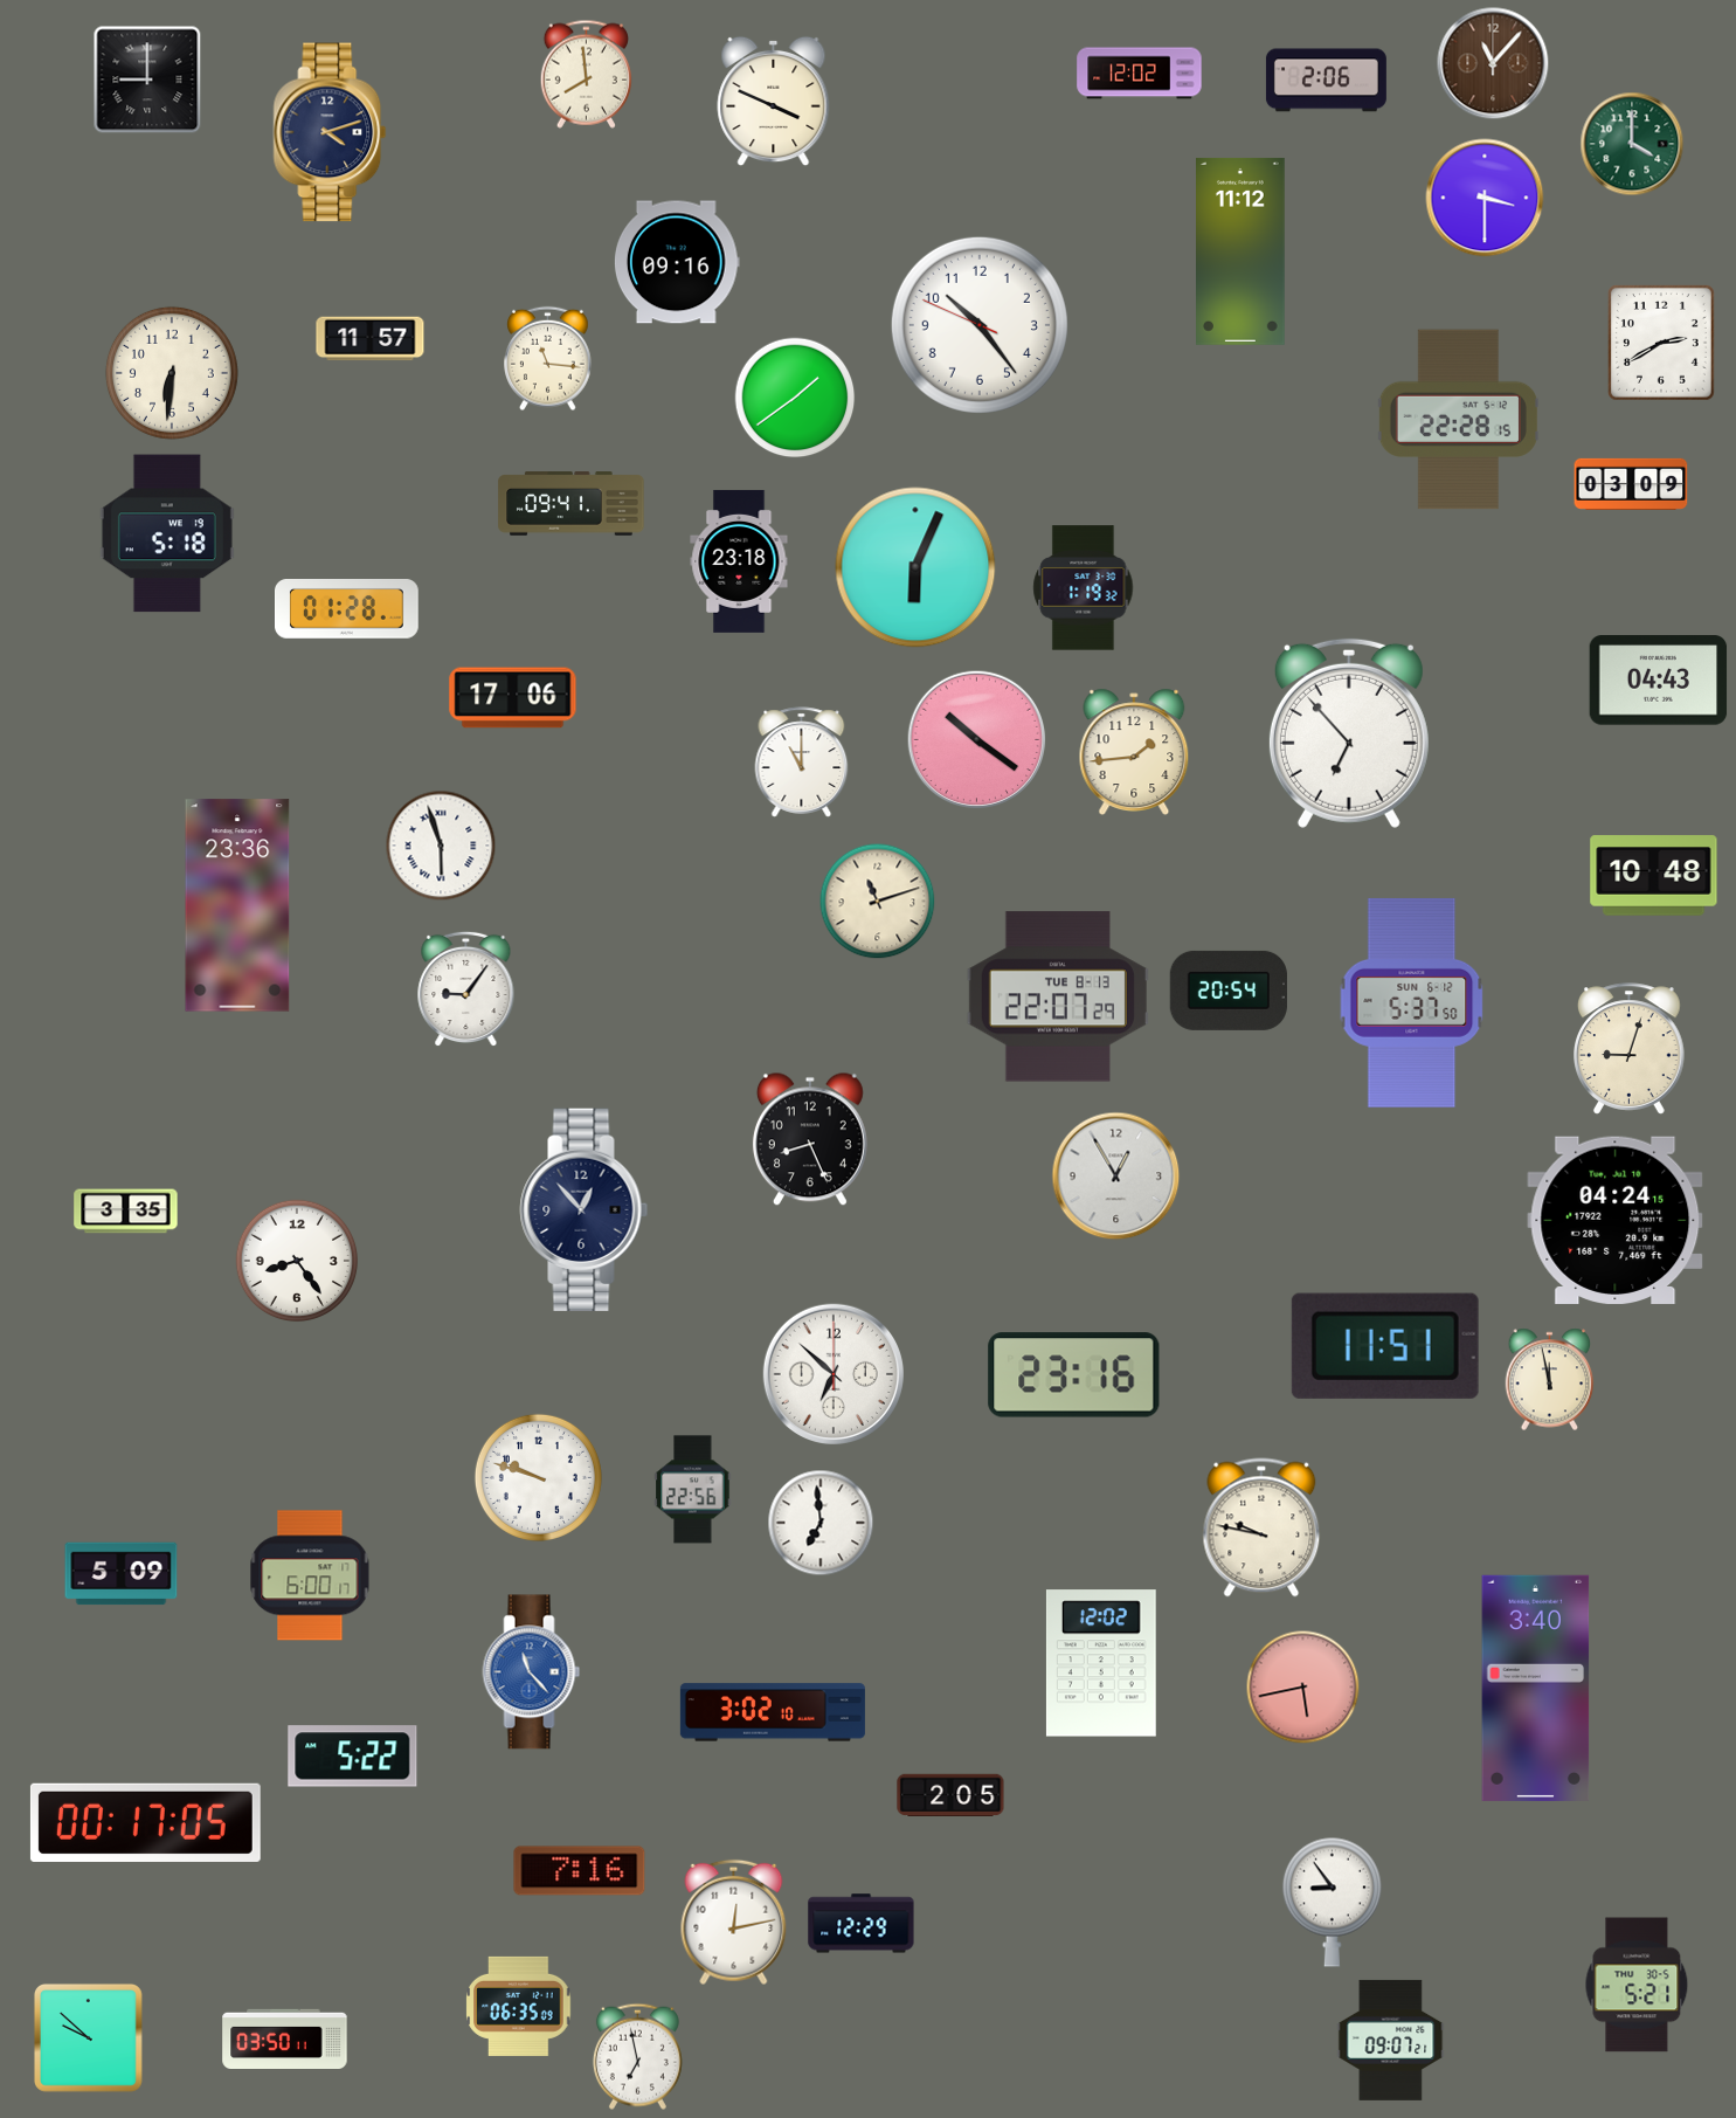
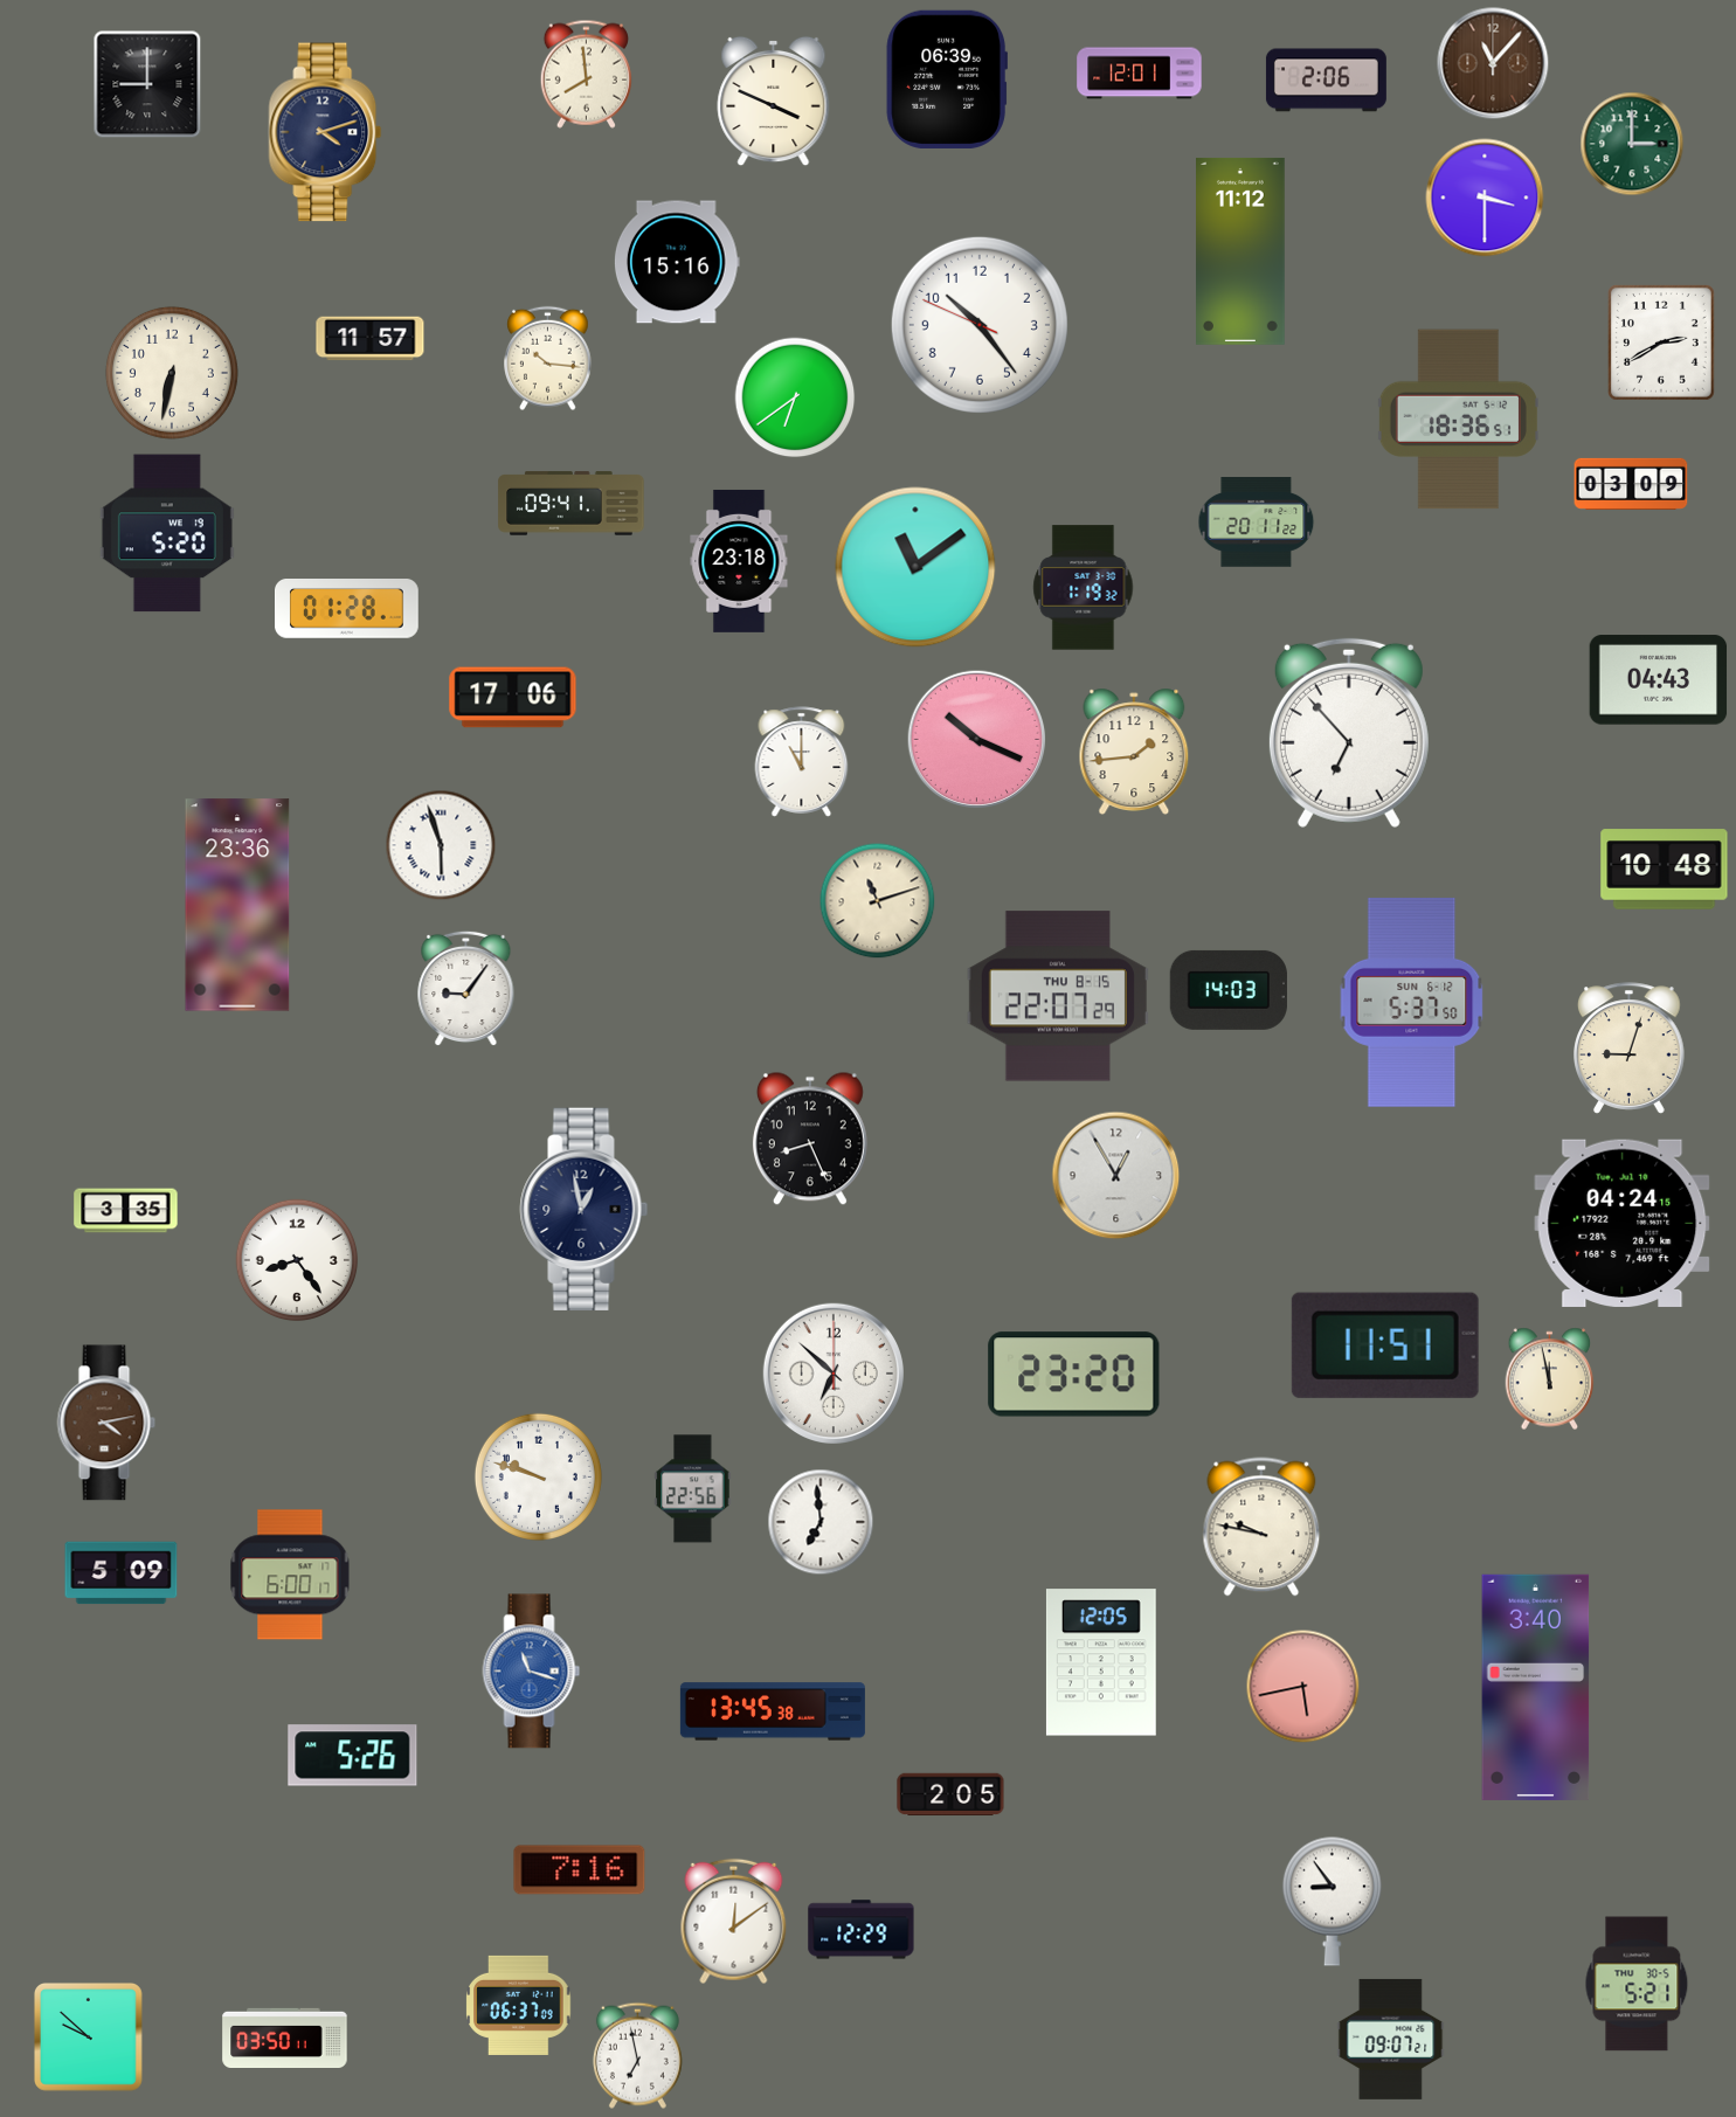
clock at (1140, 74): 12:02 -> 12:01
clock at (947, 78): none -> 06:39
clock at (147, 80) position: (147, 80) -> (147, 84)
clock at (330, 132) position: (330, 132) -> (325, 132)
clock at (1632, 144): 4:00 -> 3:00
clock at (677, 262): 09:16 -> 15:16
clock at (548, 359): 11:16 -> 10:16
clock at (172, 373): 6:31 -> 6:32
clock at (795, 398): 1:39 -> 6:39
clock at (1458, 420): 22:28 -> 18:36
clock at (1257, 523): none -> 20:11
clock at (167, 533): 5:18 -> 5:20
clock at (915, 567): 6:04 -> 11:09
clock at (977, 740): 10:21 -> 10:19
clock at (1654, 876) position: (1654, 876) -> (1665, 870)
clock at (1229, 991): 20:54 -> 14:03
clock at (1058, 996) date: TUE 8-13 -> THU 8-15
clock at (585, 1209): 12:53 -> 12:58
clock at (1616, 1220) position: (1616, 1220) -> (1623, 1223)
clock at (1074, 1375): 23:16 -> 23:20
clock at (106, 1423): none -> 4:13
clock at (310, 1575) position: (310, 1575) -> (290, 1575)
clock at (1101, 1663): 12:02 -> 12:05
clock at (532, 1672): 11:23 -> 11:18
clock at (773, 1712): 3:02 -> 13:45
clock at (353, 1757): 5:22 -> 5:26
clock at (145, 1822): 00:17 -> none
clock at (734, 1923): 12:13 -> 12:09
clock at (862, 1924) position: (862, 1924) -> (862, 1930)
clock at (519, 2006): 06:35 -> 06:37
